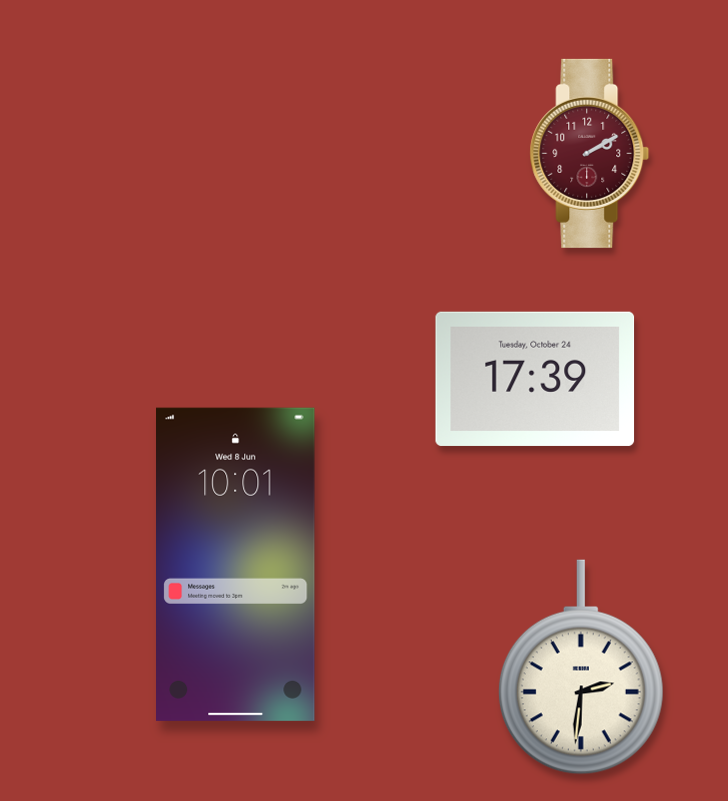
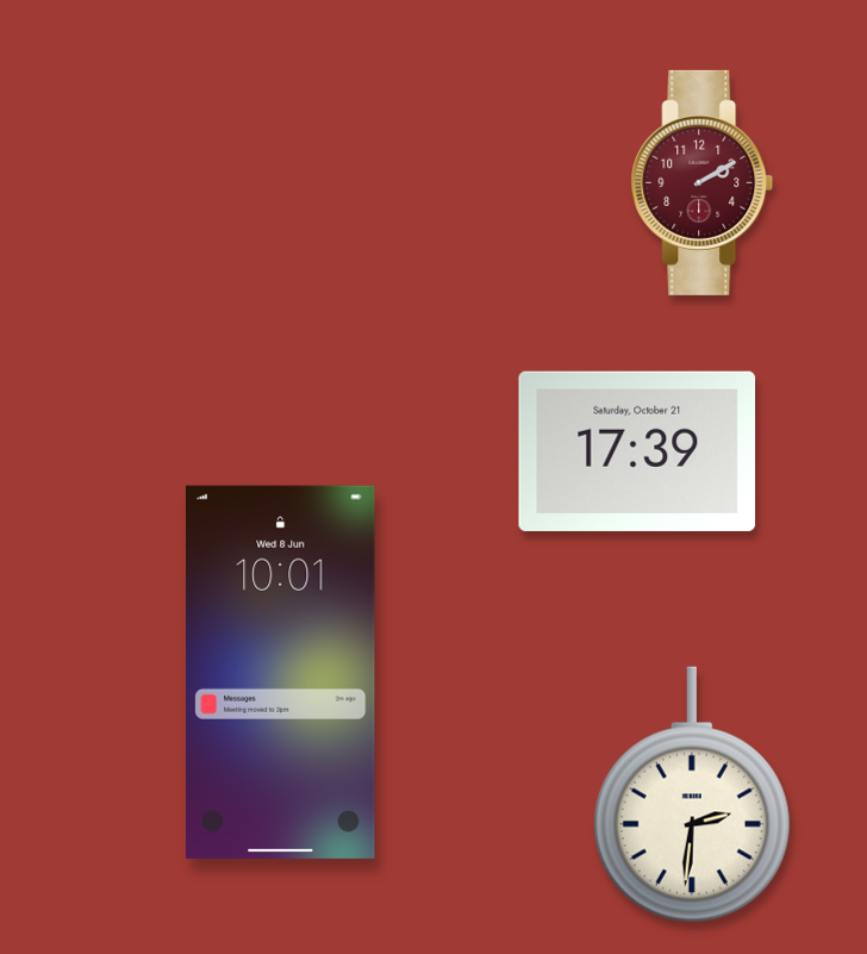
clock at (535, 379) date: Tuesday, October 24 -> Saturday, October 21
